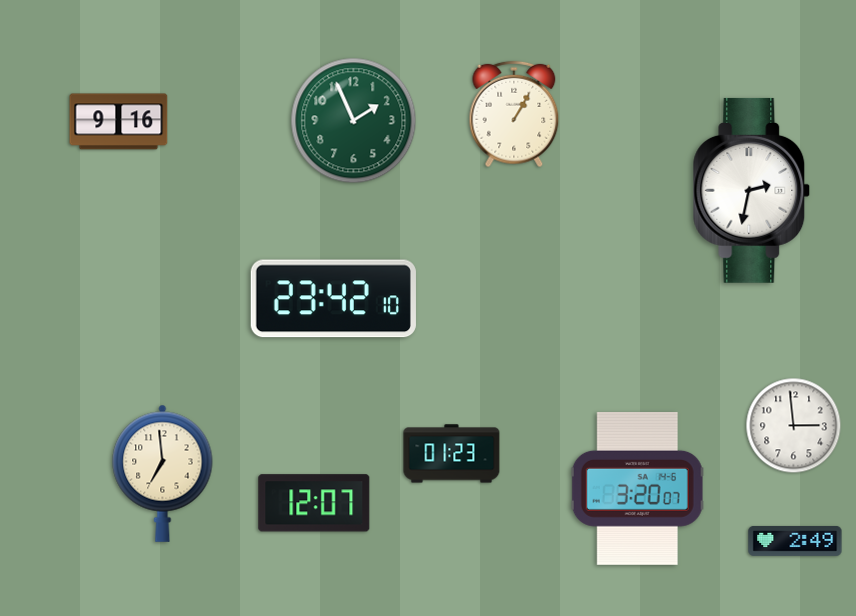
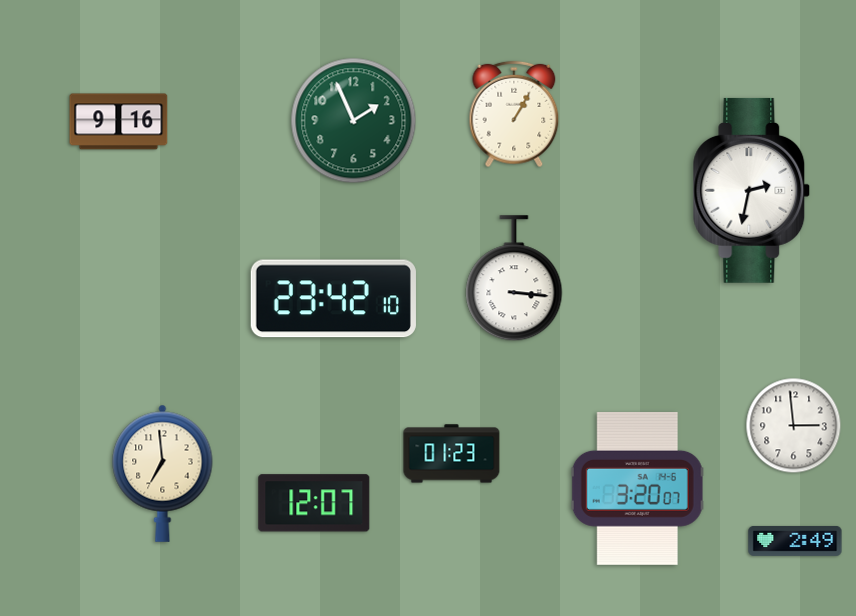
clock at (514, 279): none -> 3:16
